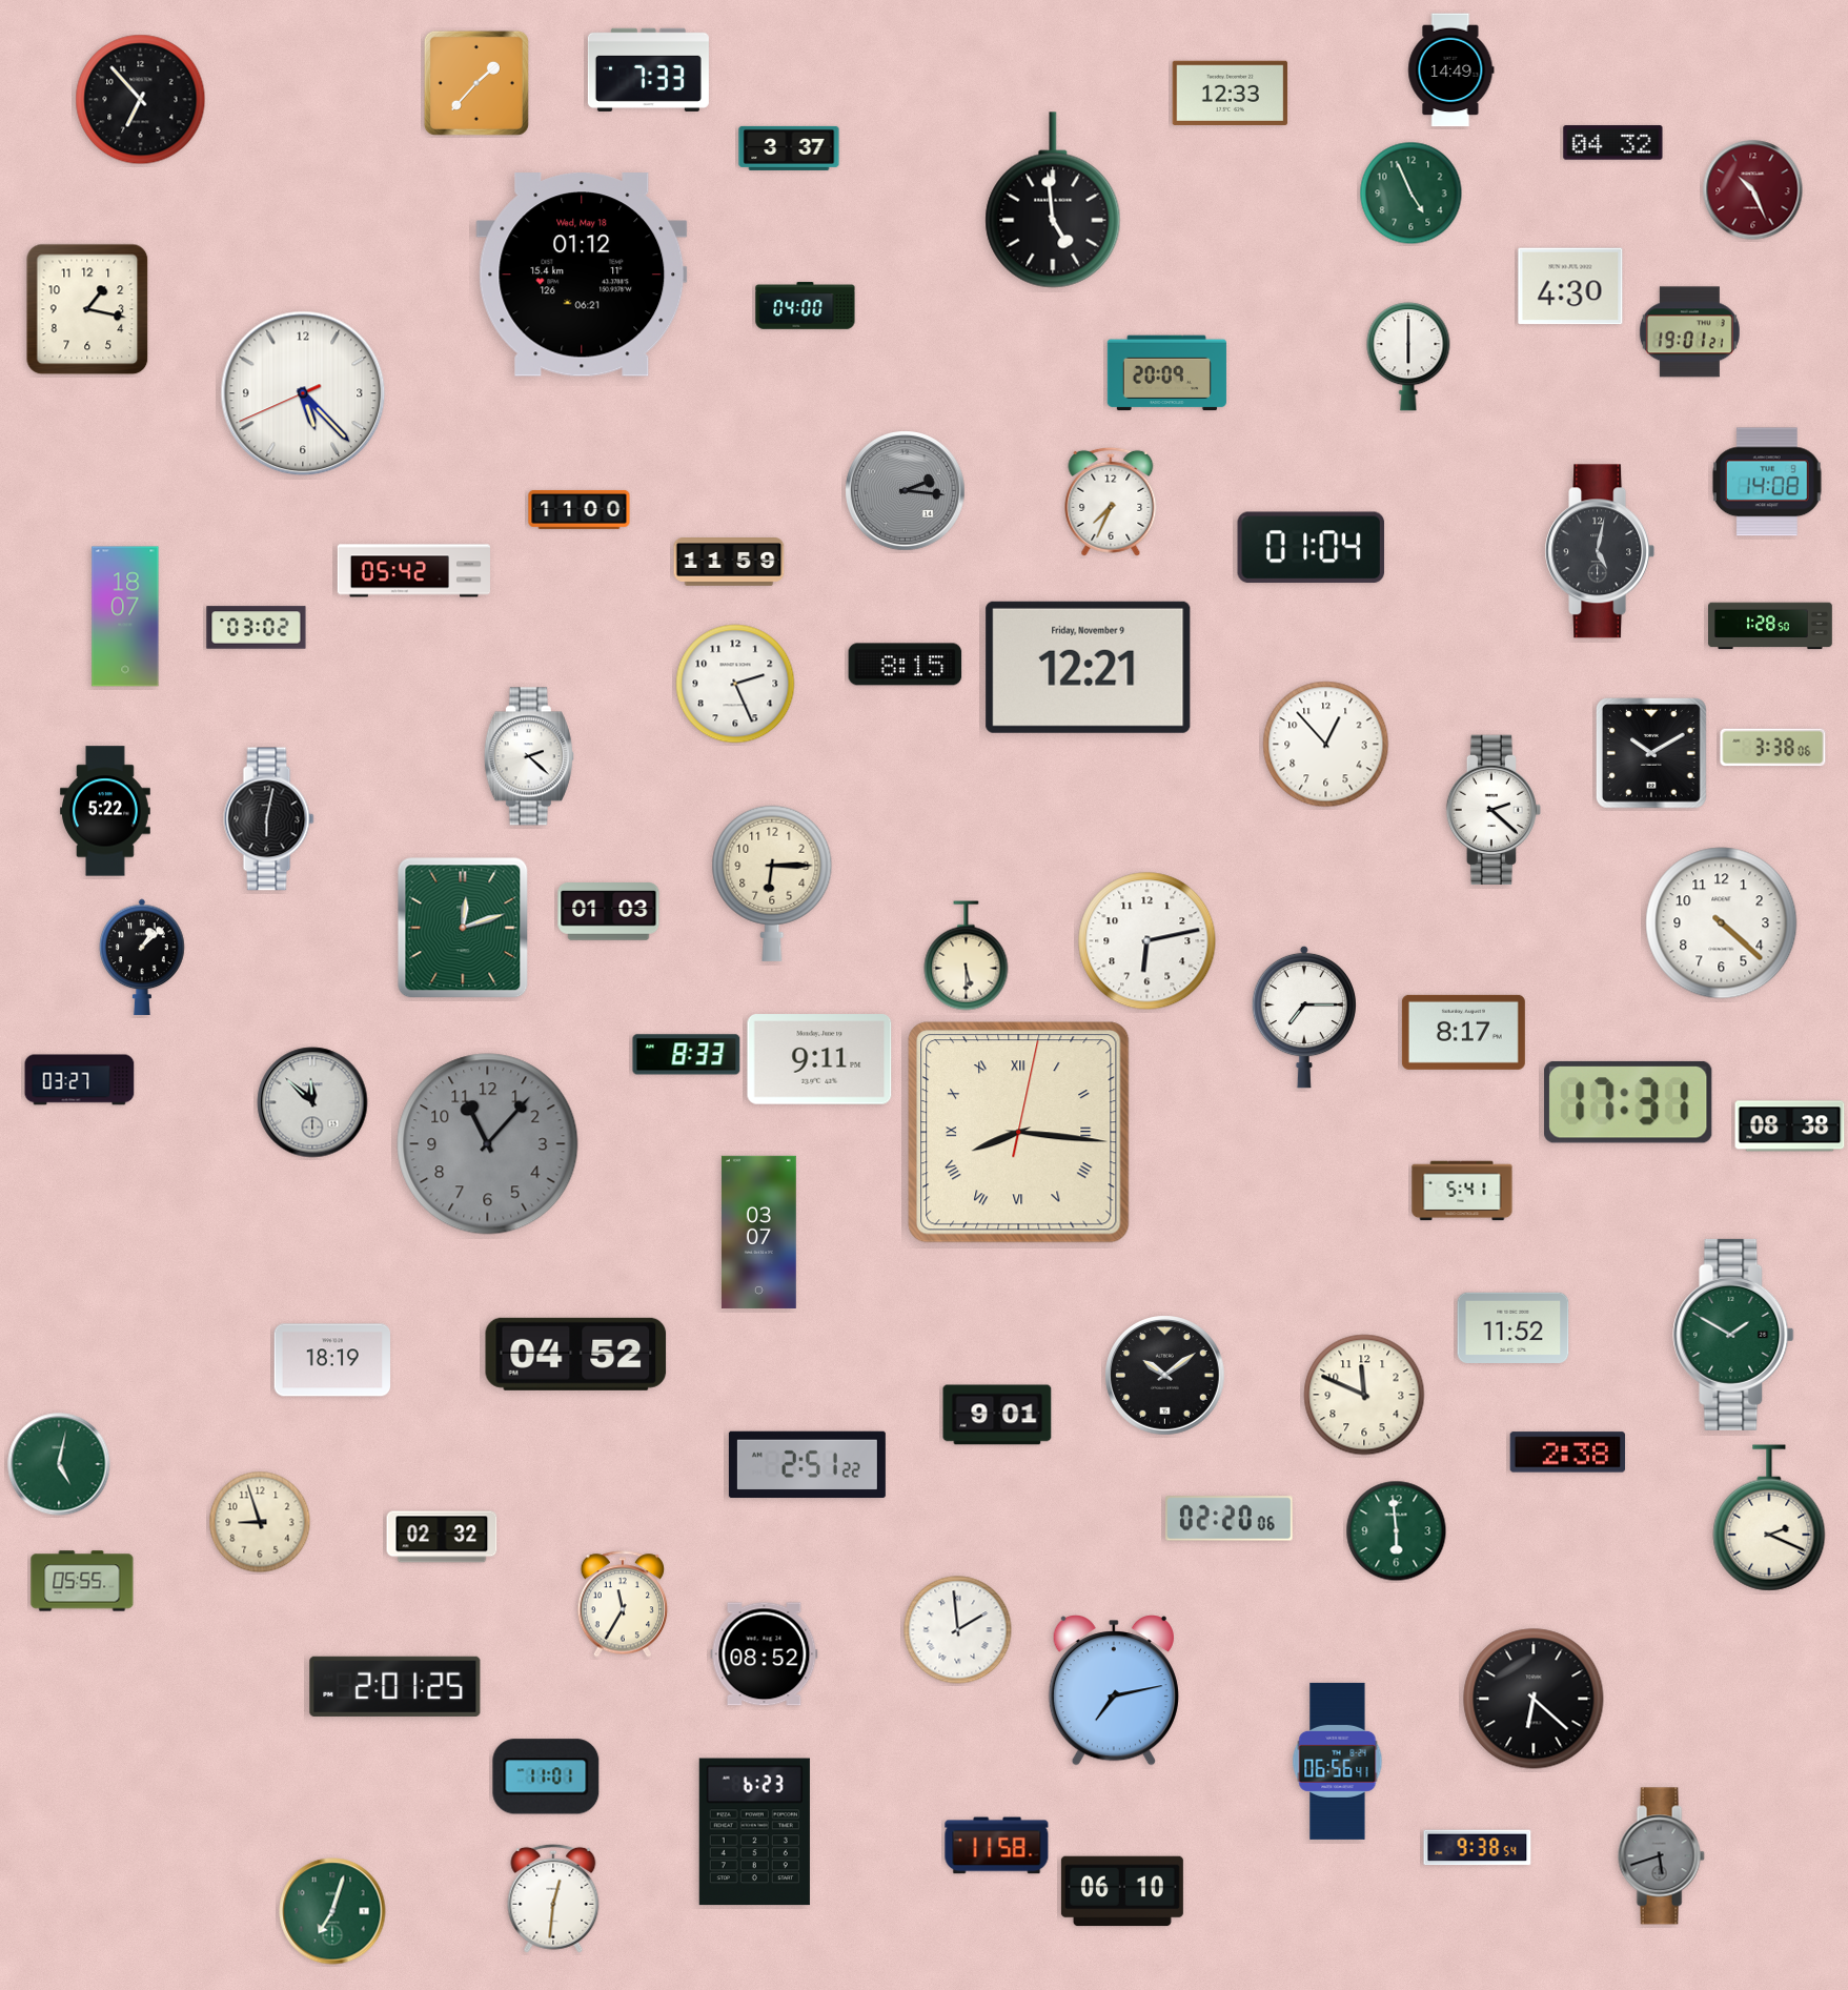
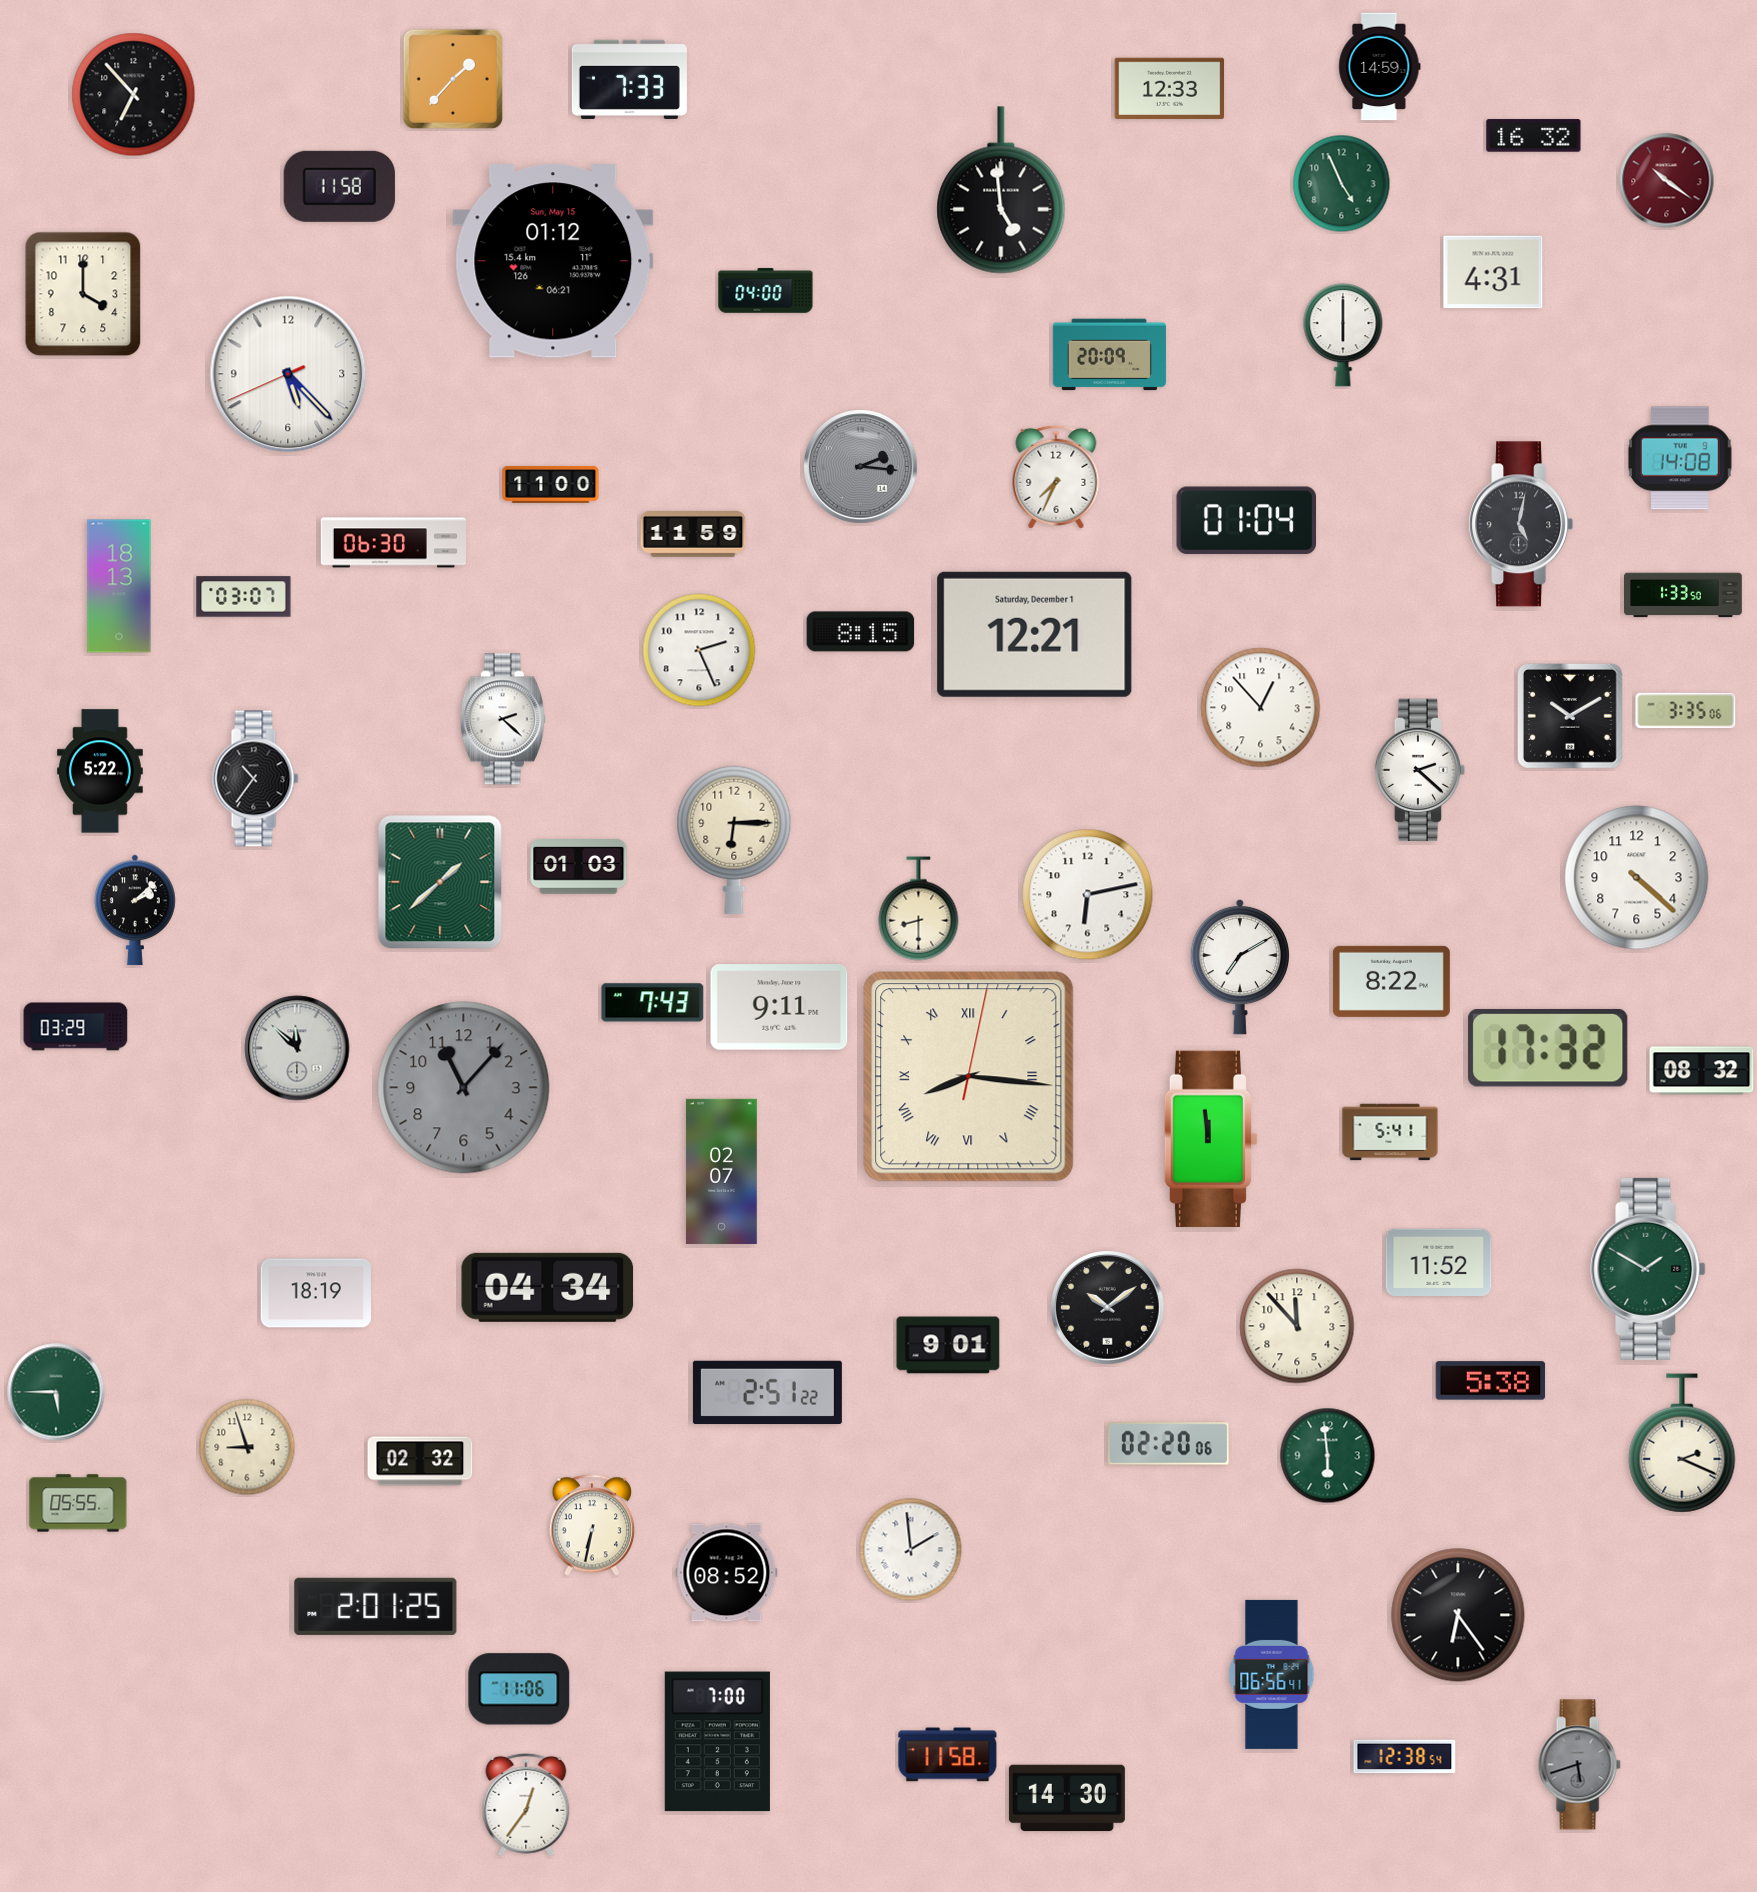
clock at (648, 69) position: (648, 69) -> (629, 79)
clock at (1451, 70): 14:49 -> 14:59
clock at (1613, 143): 04:32 -> 16:32
clock at (789, 148): 3:37 -> none
clock at (1753, 190): 10:26 -> 10:21
clock at (339, 186): none -> 11:58
clock at (582, 275) date: Wed, May 18 -> Sun, May 15
clock at (1570, 286): 4:30 -> 4:31
clock at (87, 309): 1:17 -> 4:00
clock at (1689, 332): 19:01 -> none
clock at (1408, 357) position: (1408, 357) -> (1343, 335)
clock at (413, 571): 05:42 -> 06:30
clock at (125, 616): 18:07 -> 18:13
clock at (1771, 626): 1:28 -> 1:33
clock at (257, 628): 03:02 -> 03:07
clock at (1089, 667) date: Friday, November 9 -> Saturday, December 1
clock at (1773, 748): 3:38 -> 3:35
clock at (269, 819): 6:02 -> 10:36
clock at (463, 928): 12:12 -> 1:38
clock at (1148, 941) position: (1148, 941) -> (1088, 895)
clock at (967, 956): 5:30 -> 8:30
clock at (142, 957): 1:08 -> 2:08
clock at (1303, 1017): 7:15 -> 7:10
clock at (1463, 1032): 8:17 -> 8:22
clock at (687, 1055): 8:33 -> 7:43
clock at (80, 1080): 03:27 -> 03:29
clock at (1628, 1102): 17:31 -> 17:32
clock at (1790, 1126): 08:38 -> 08:32
clock at (1211, 1139): none -> 11:59
clock at (758, 1232): 03:07 -> 02:07
clock at (576, 1354): 04:52 -> 04:34
clock at (1364, 1395): 11:49 -> 11:53
clock at (1568, 1453): 2:38 -> 5:38
clock at (59, 1464): 5:02 -> 5:45
clock at (623, 1604): 11:35 -> 6:32
clock at (395, 1686) position: (395, 1686) -> (376, 1606)
clock at (1114, 1690): 7:13 -> none
clock at (1534, 1699): 6:22 -> 6:24
clock at (546, 1776): 11:01 -> 11:06
clock at (754, 1832): 6:23 -> 7:00
clock at (1478, 1848): 9:38 -> 12:38
clock at (1122, 1891): 06:10 -> 14:30
clock at (553, 1898): 12:31 -> 12:36
clock at (332, 1911): 7:03 -> none
